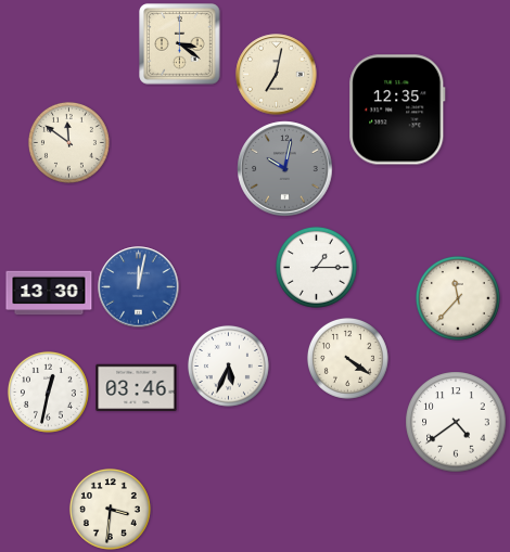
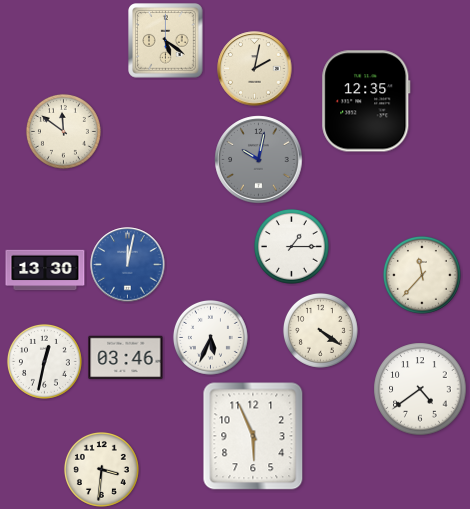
clock at (180, 44): 3:21 -> 5:21
clock at (277, 75): 7:02 -> 2:02
clock at (285, 169) position: (285, 169) -> (259, 160)
clock at (253, 436): none -> 5:56
